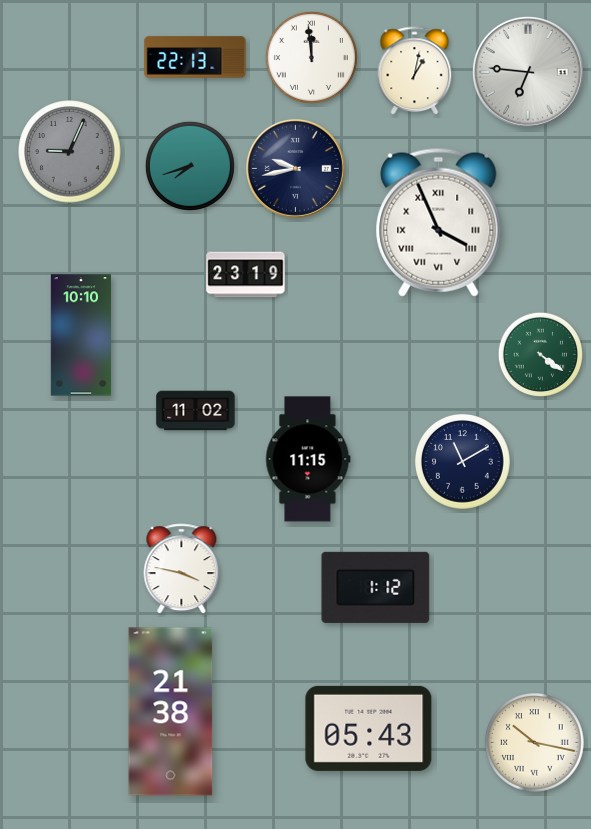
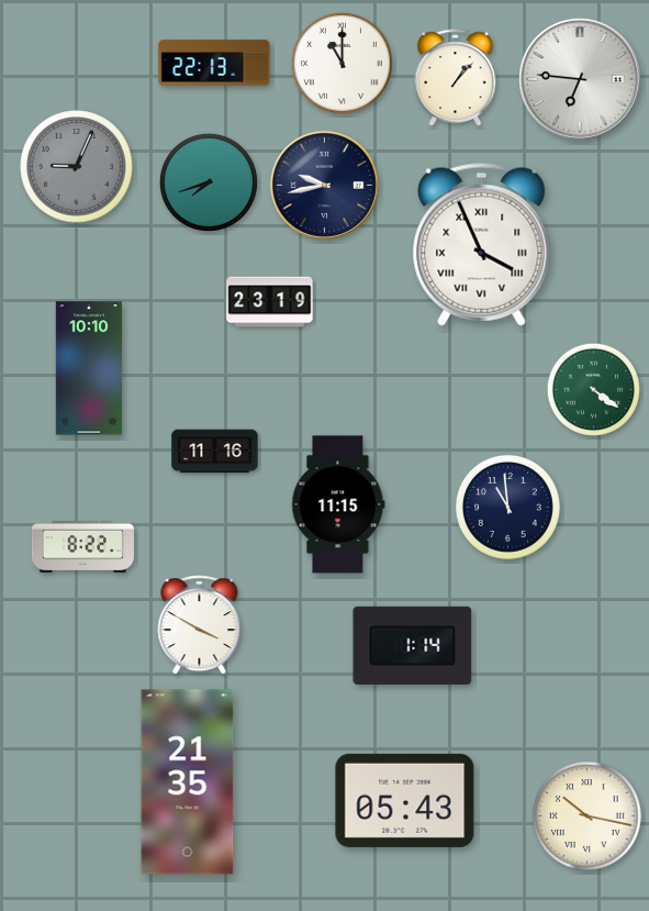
clock at (311, 57): 11:59 -> 11:00
clock at (415, 71): 1:02 -> 1:07
clock at (196, 411): 11:02 -> 11:16
clock at (463, 462): 11:10 -> 10:59
clock at (82, 546): none -> 8:22
clock at (182, 569): 3:47 -> 3:50
clock at (376, 587): 1:12 -> 1:14
clock at (171, 712): 21:38 -> 21:35
